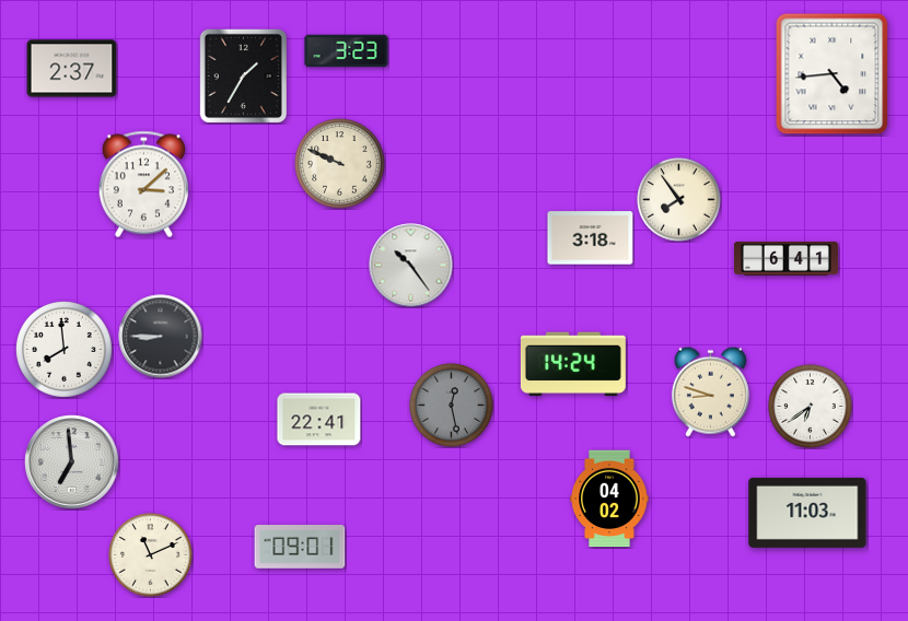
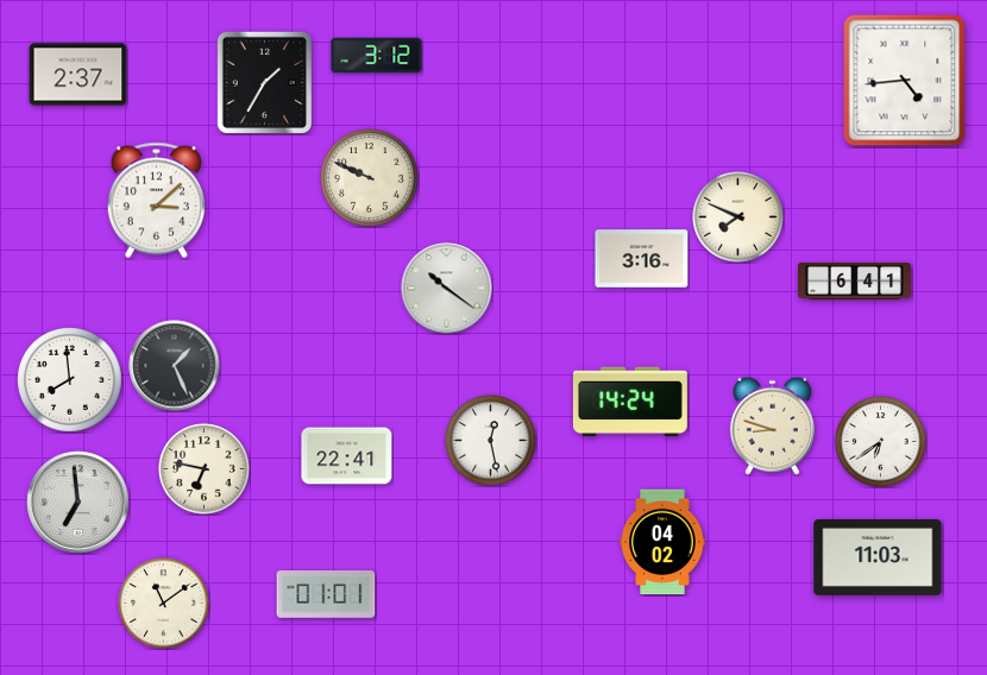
clock at (347, 51): 3:23 -> 3:12
clock at (679, 200): 7:54 -> 7:49
clock at (591, 238): 3:18 -> 3:16
clock at (411, 266): 10:24 -> 10:21
clock at (161, 337): 8:45 -> 1:26
clock at (573, 364) position: (573, 364) -> (630, 402)
clock at (452, 406) dial: grey -> white
clock at (205, 469): none -> 6:47
clock at (300, 548): 09:01 -> 01:01
clock at (151, 555): 11:11 -> 11:09
